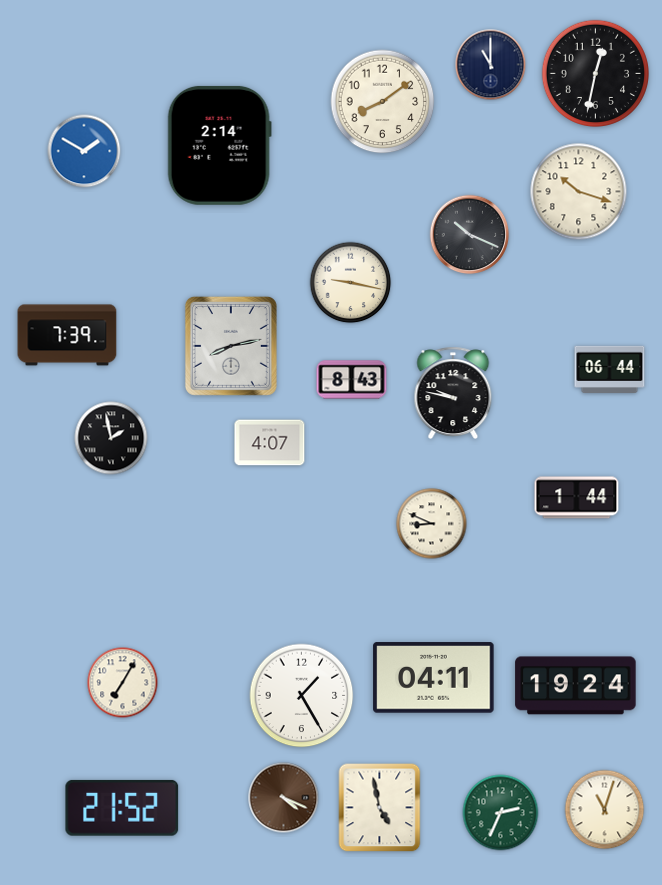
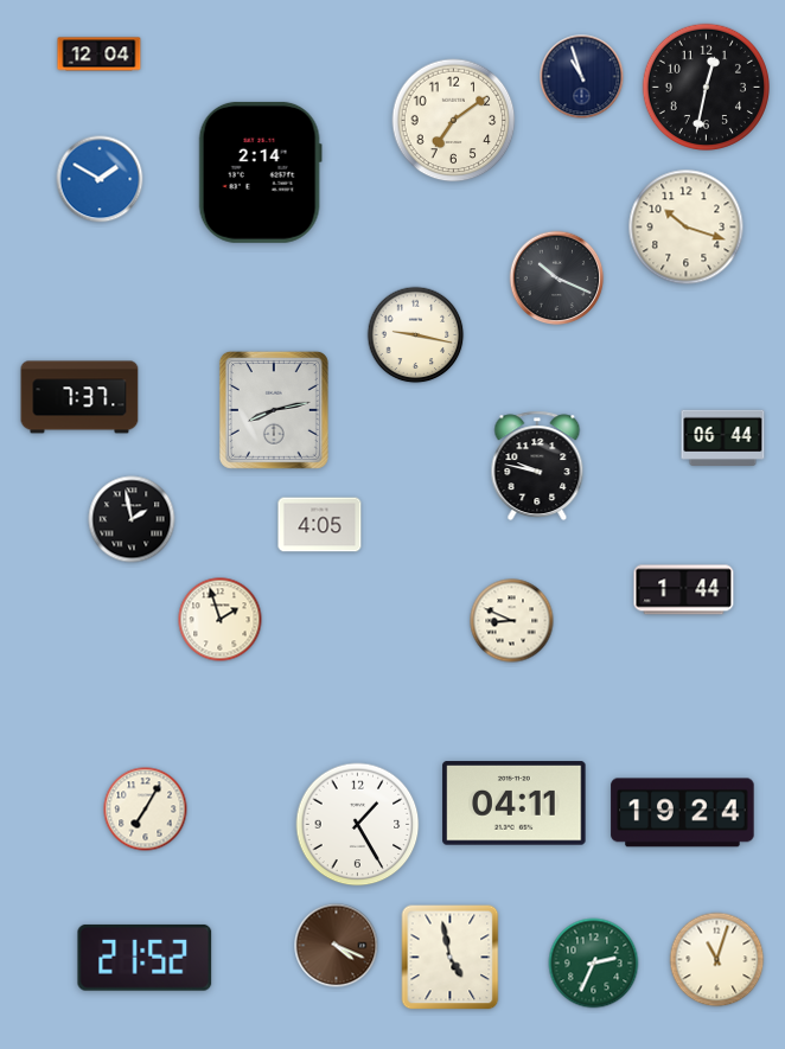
clock at (100, 55): none -> 12:04
clock at (491, 65): 11:00 -> 10:57
clock at (383, 102): 8:09 -> 7:09
clock at (67, 335): 7:39 -> 7:37
clock at (352, 380): 8:43 -> none
clock at (270, 443): 4:07 -> 4:05
clock at (221, 620): none -> 1:57
